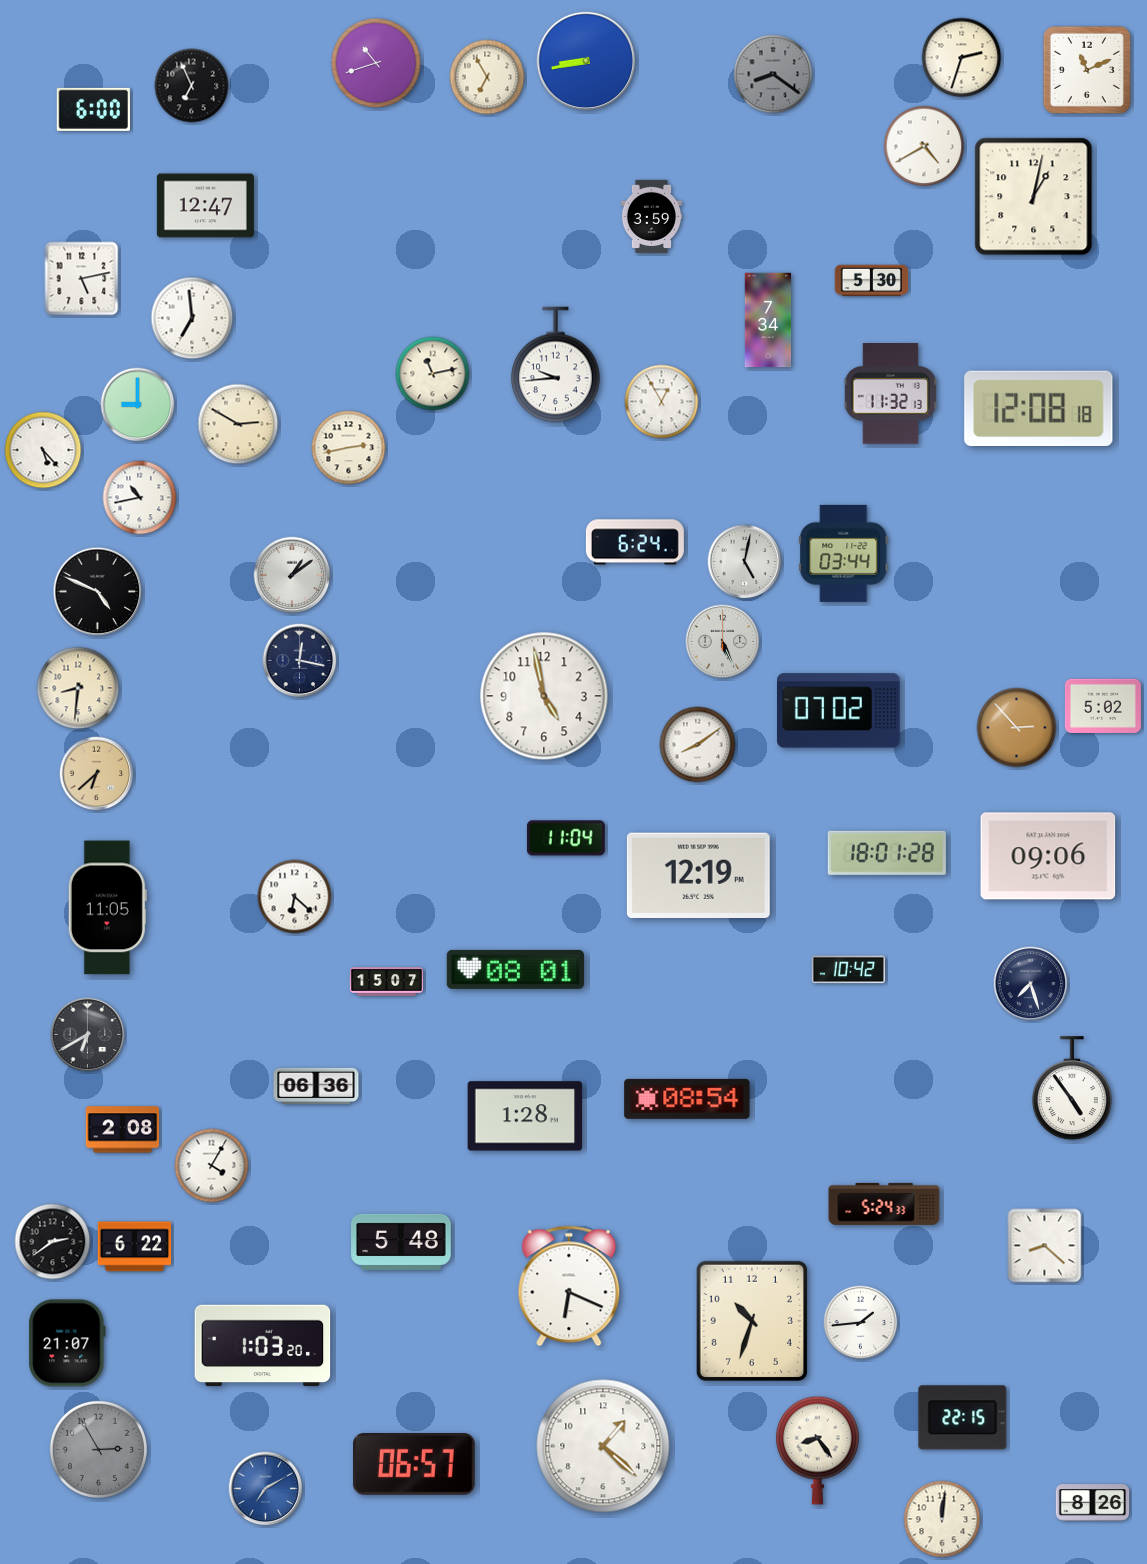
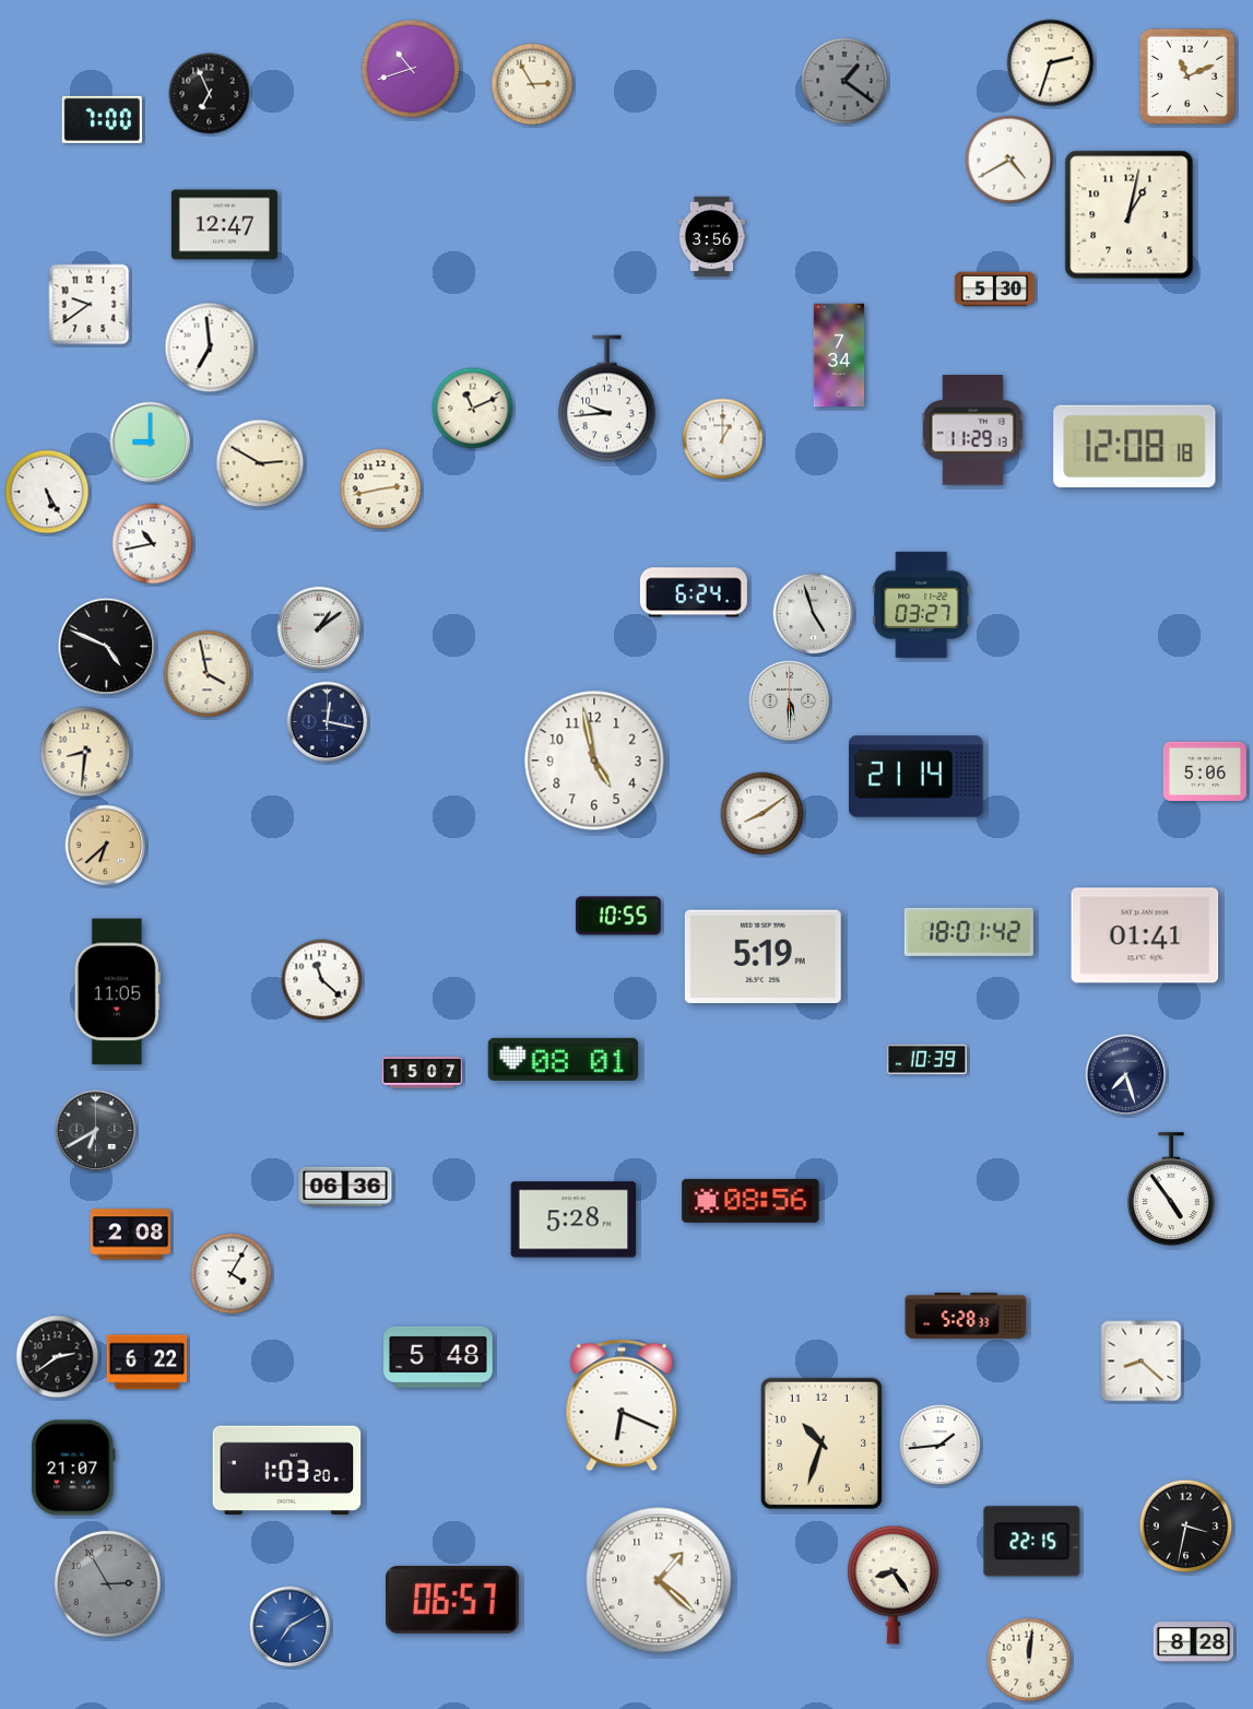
clock at (585, 60): 8:43 -> none
clock at (773, 74): 8:21 -> 1:21
clock at (487, 77): 6:55 -> 2:55
clock at (93, 109): 6:00 -> 7:00
clock at (652, 217): 3:59 -> 3:56
clock at (82, 279): 5:13 -> 9:39
clock at (872, 281) position: (872, 281) -> (995, 290)
clock at (768, 320) position: (768, 320) -> (839, 355)
clock at (433, 374): 11:13 -> 11:11
clock at (890, 394): 11:32 -> 11:29
clock at (662, 402): 12:55 -> 1:00
clock at (43, 450): 5:23 -> 5:25
clock at (844, 553): 03:44 -> 03:27
clock at (745, 562): 5:02 -> 4:57
clock at (208, 674): none -> 3:58
clock at (723, 642): 5:26 -> 5:30
clock at (1103, 706): 5:02 -> 5:06
clock at (839, 711): 07:02 -> 21:14
clock at (1017, 728): 2:53 -> none
clock at (566, 838): 11:04 -> 10:55
clock at (887, 853): 18:01:28 -> 18:01:42
clock at (1048, 856): 09:06 -> 01:41
clock at (698, 876): 12:19 -> 5:19
clock at (295, 897): 6:22 -> 11:22
clock at (848, 970): 10:42 -> 10:39
clock at (687, 1099): 08:54 -> 08:56
clock at (525, 1116): 1:28 -> 5:28
clock at (123, 1130) position: (123, 1130) -> (131, 1235)
clock at (884, 1204): 5:24 -> 5:28
clock at (1186, 1527): none -> 3:32
clock at (963, 1418) position: (963, 1418) -> (1032, 1542)
clock at (1093, 1503): 8:26 -> 8:28
